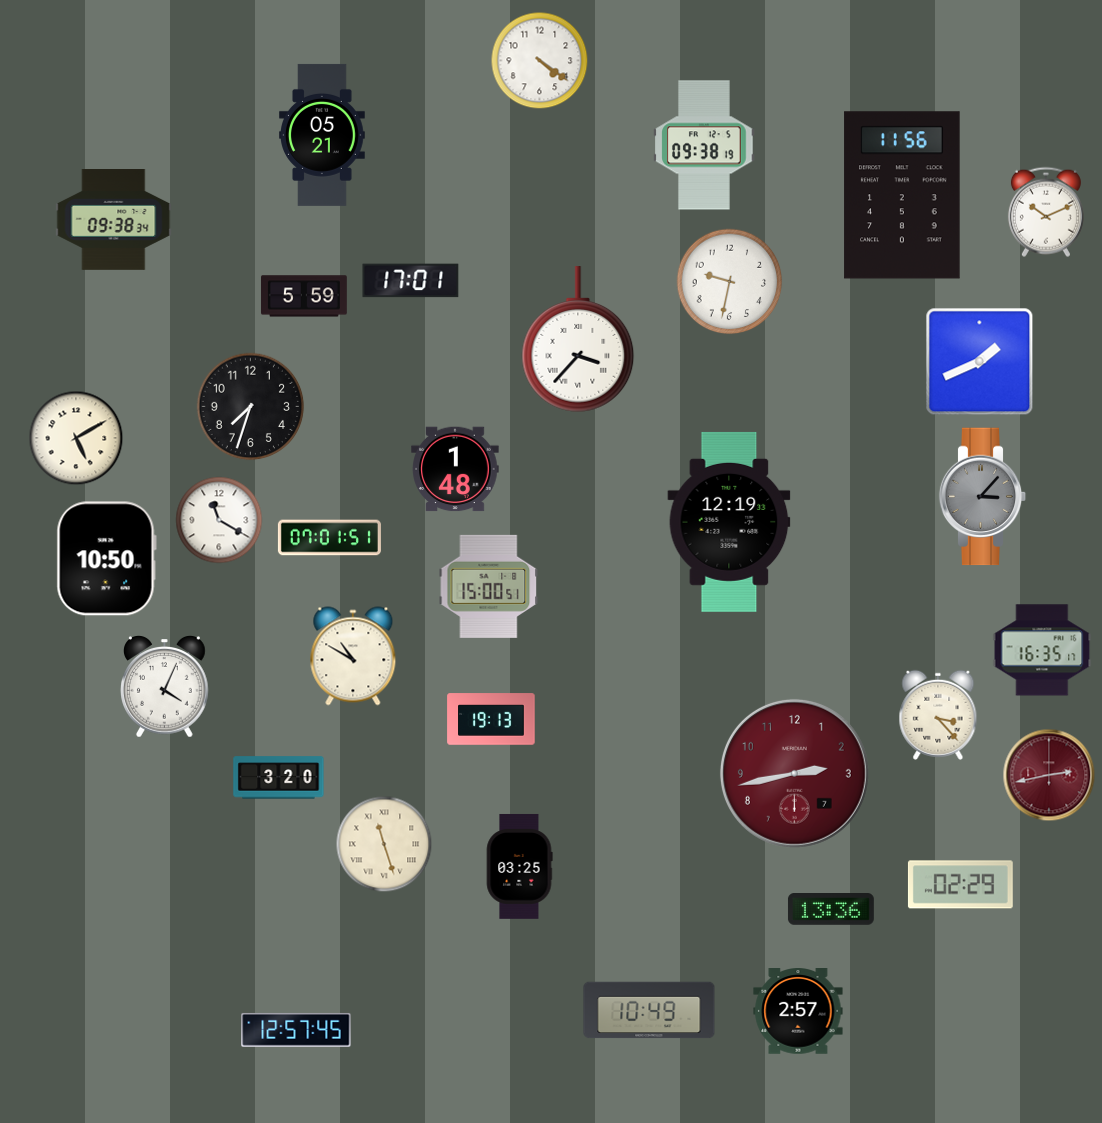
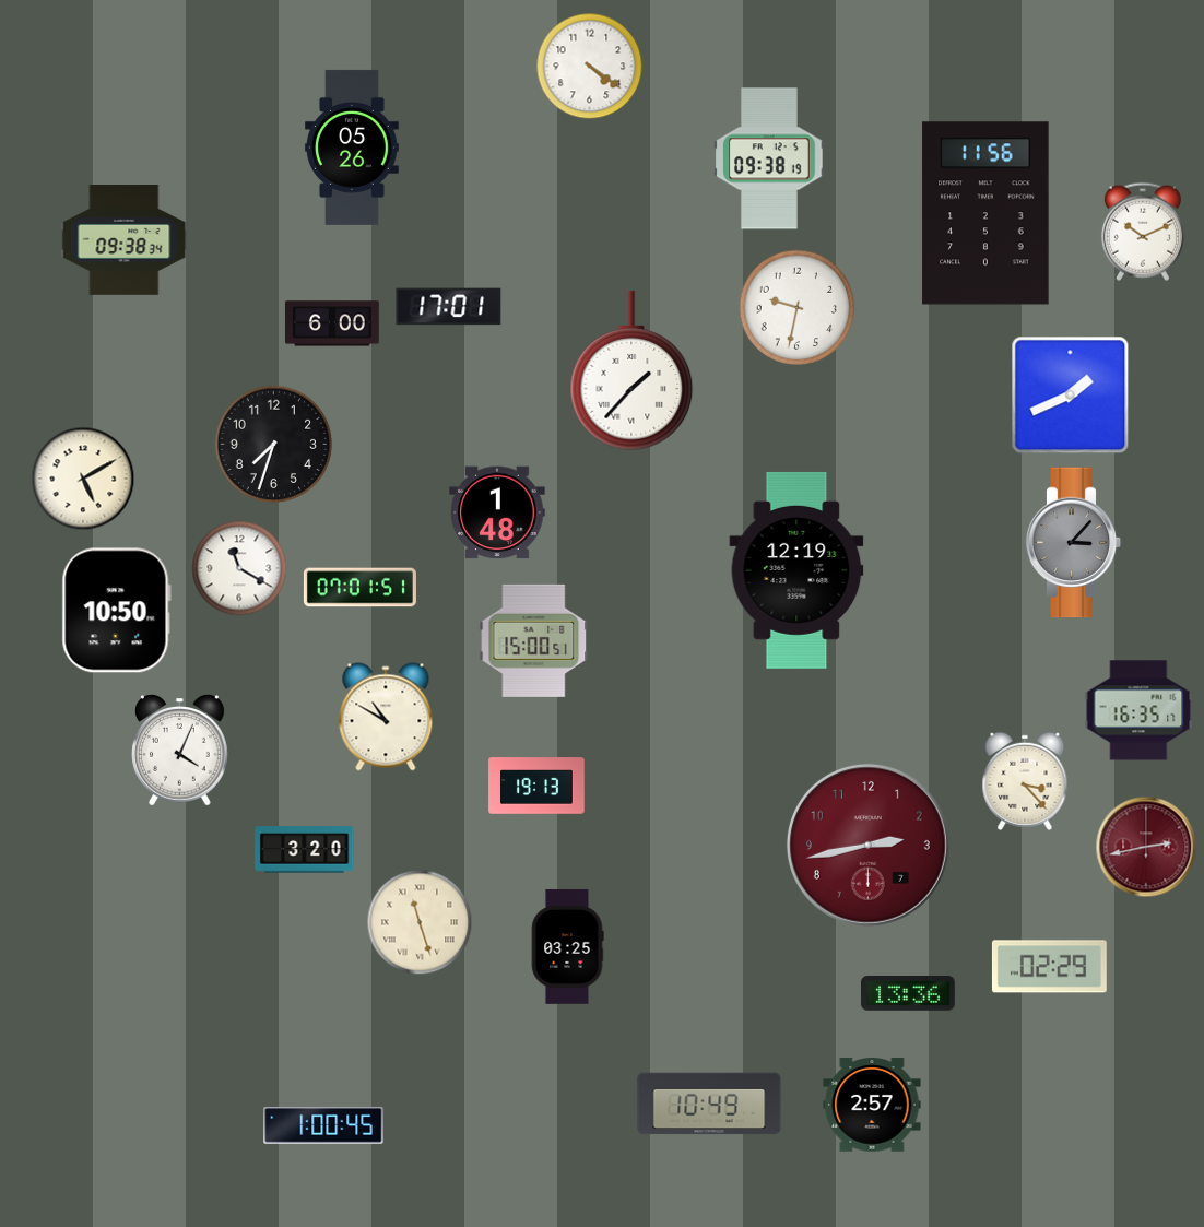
clock at (323, 135): 05:21 -> 05:26
clock at (304, 296): 5:59 -> 6:00
clock at (578, 339): 3:37 -> 1:37
clock at (296, 1030): 12:57 -> 1:00
